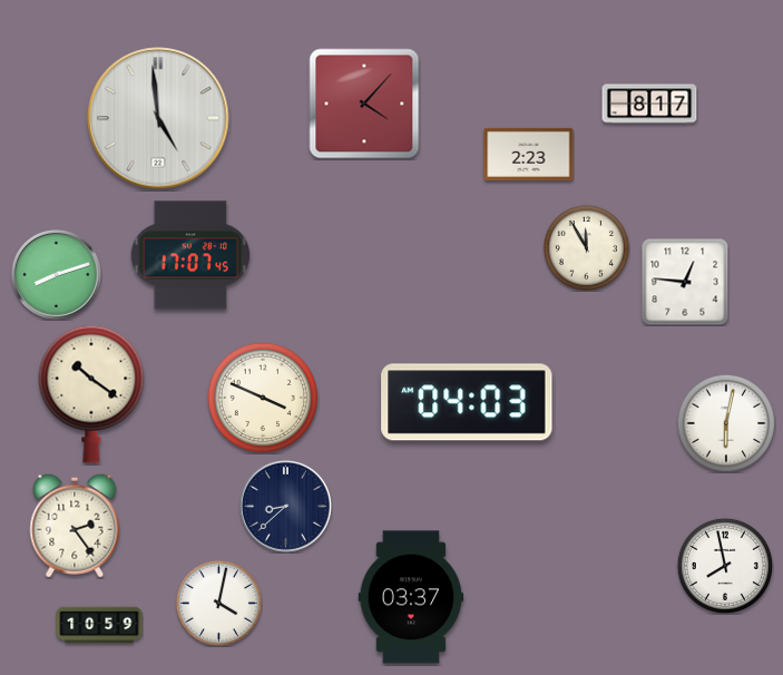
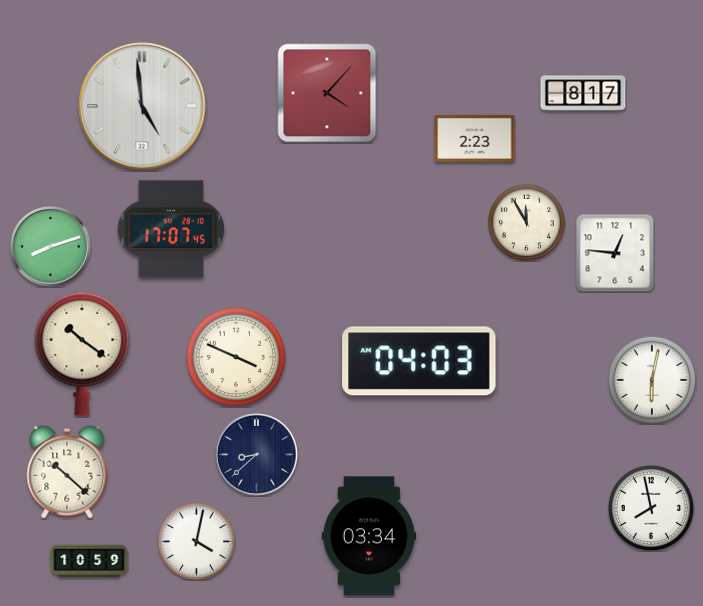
clock at (75, 526): 2:24 -> 10:22
clock at (411, 597): 03:37 -> 03:34
